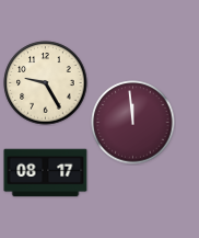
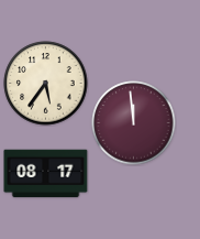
clock at (46, 83): 9:25 -> 5:36
